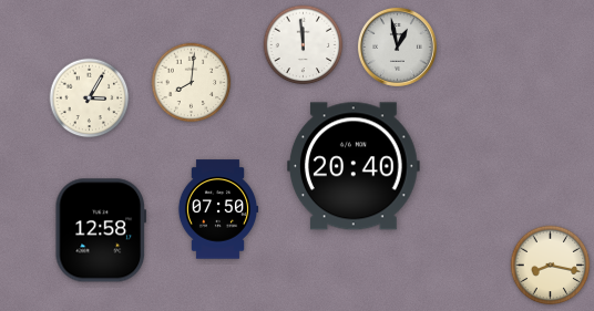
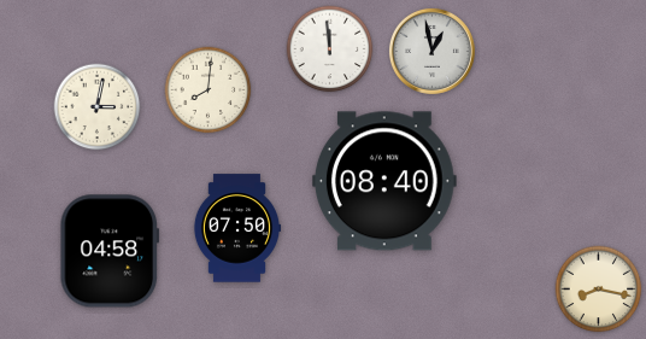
clock at (90, 99): 3:05 -> 3:02
clock at (354, 166): 20:40 -> 08:40
clock at (101, 230): 12:58 -> 04:58
